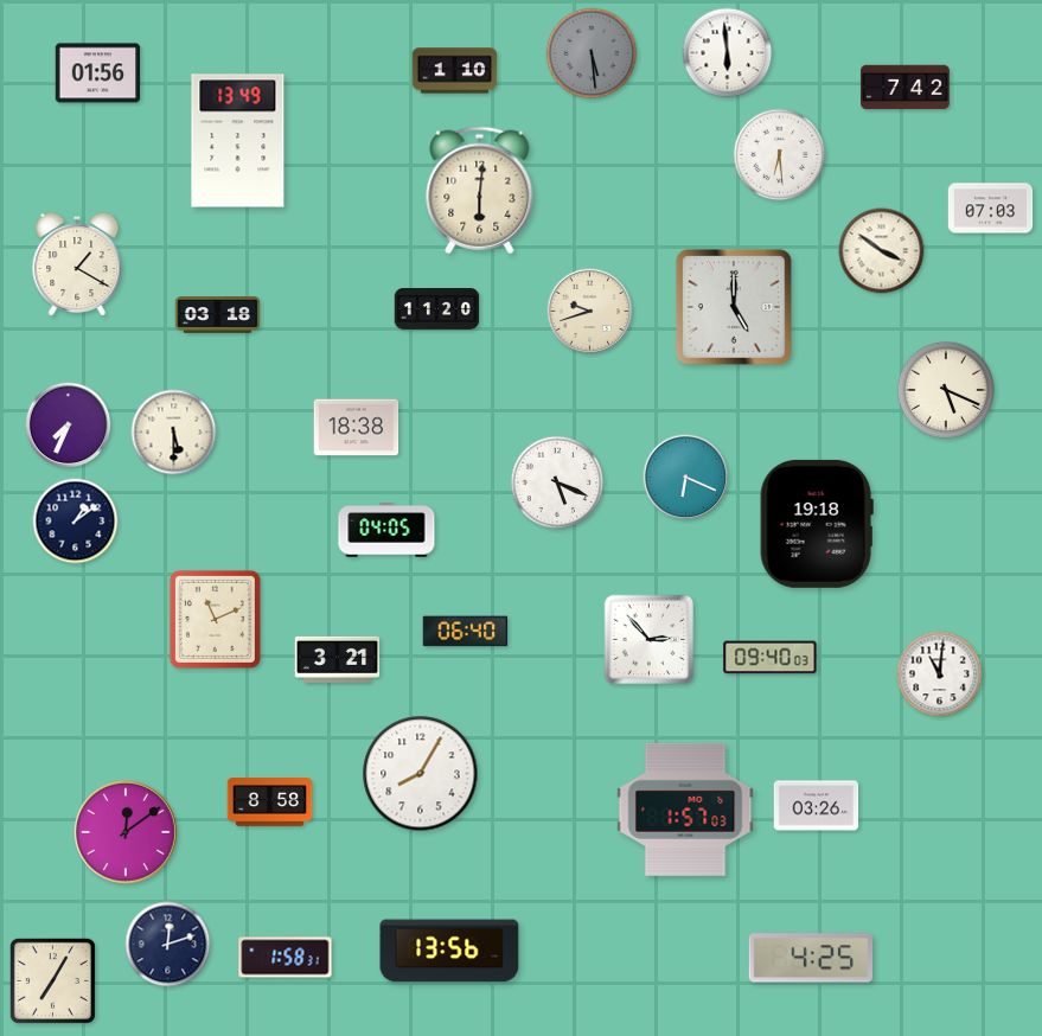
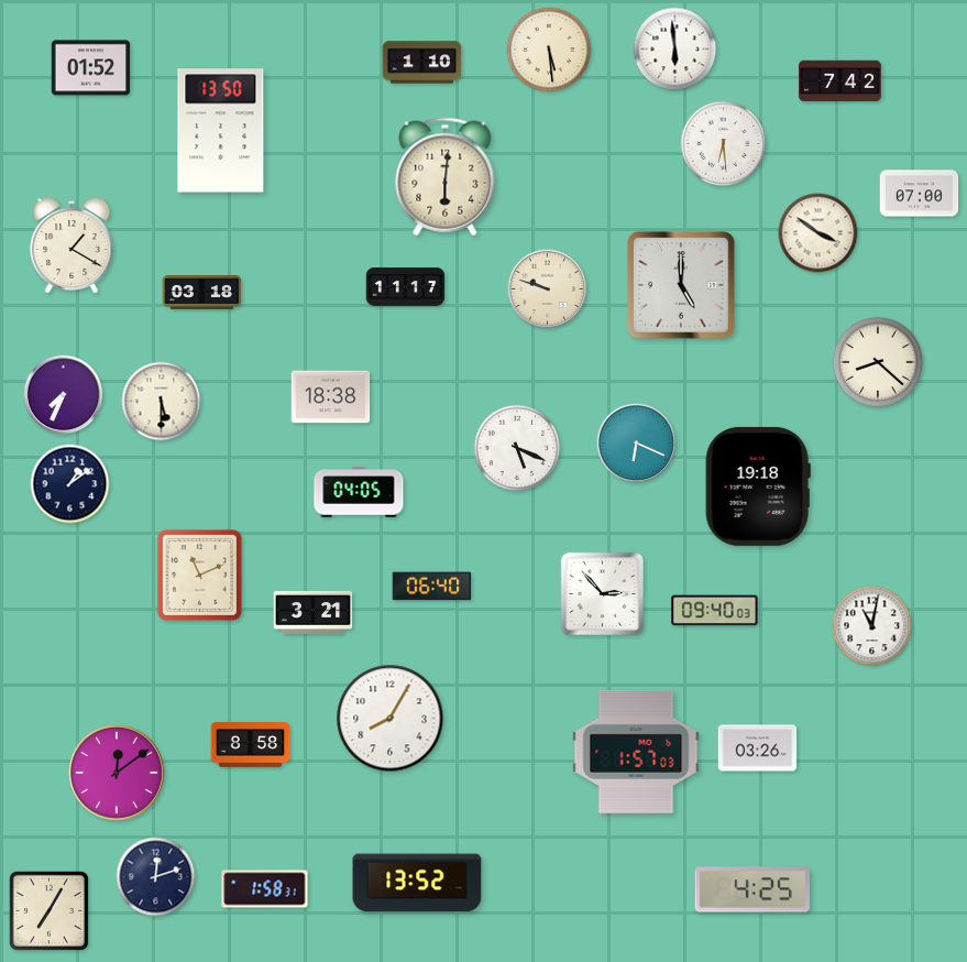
clock at (592, 53) dial: grey -> cream
clock at (455, 71) position: (455, 71) -> (422, 63)
clock at (98, 73): 01:56 -> 01:52
clock at (238, 141): 13:49 -> 13:50
clock at (991, 209): 07:03 -> 07:00
clock at (437, 309): 11:20 -> 11:17
clock at (590, 312): 9:42 -> 9:48
clock at (945, 389): 5:19 -> 8:22
clock at (940, 674): 11:01 -> 11:02
clock at (449, 951): 13:56 -> 13:52
